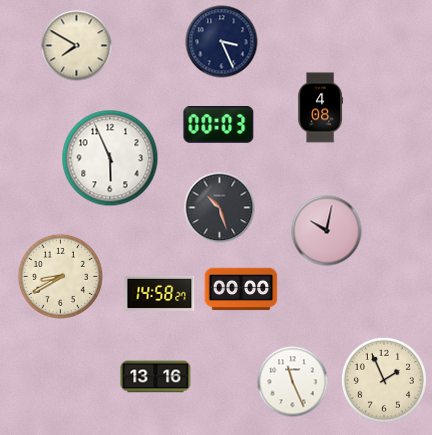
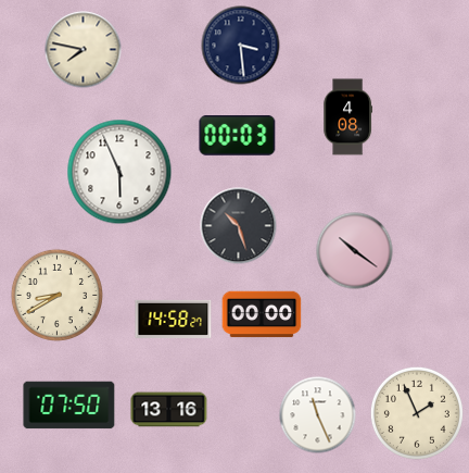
clock at (222, 42): 3:26 -> 3:29
clock at (77, 46): 7:50 -> 7:47
clock at (327, 231): 10:02 -> 10:21
clock at (60, 276) position: (60, 276) -> (56, 295)
clock at (69, 406): none -> 07:50
